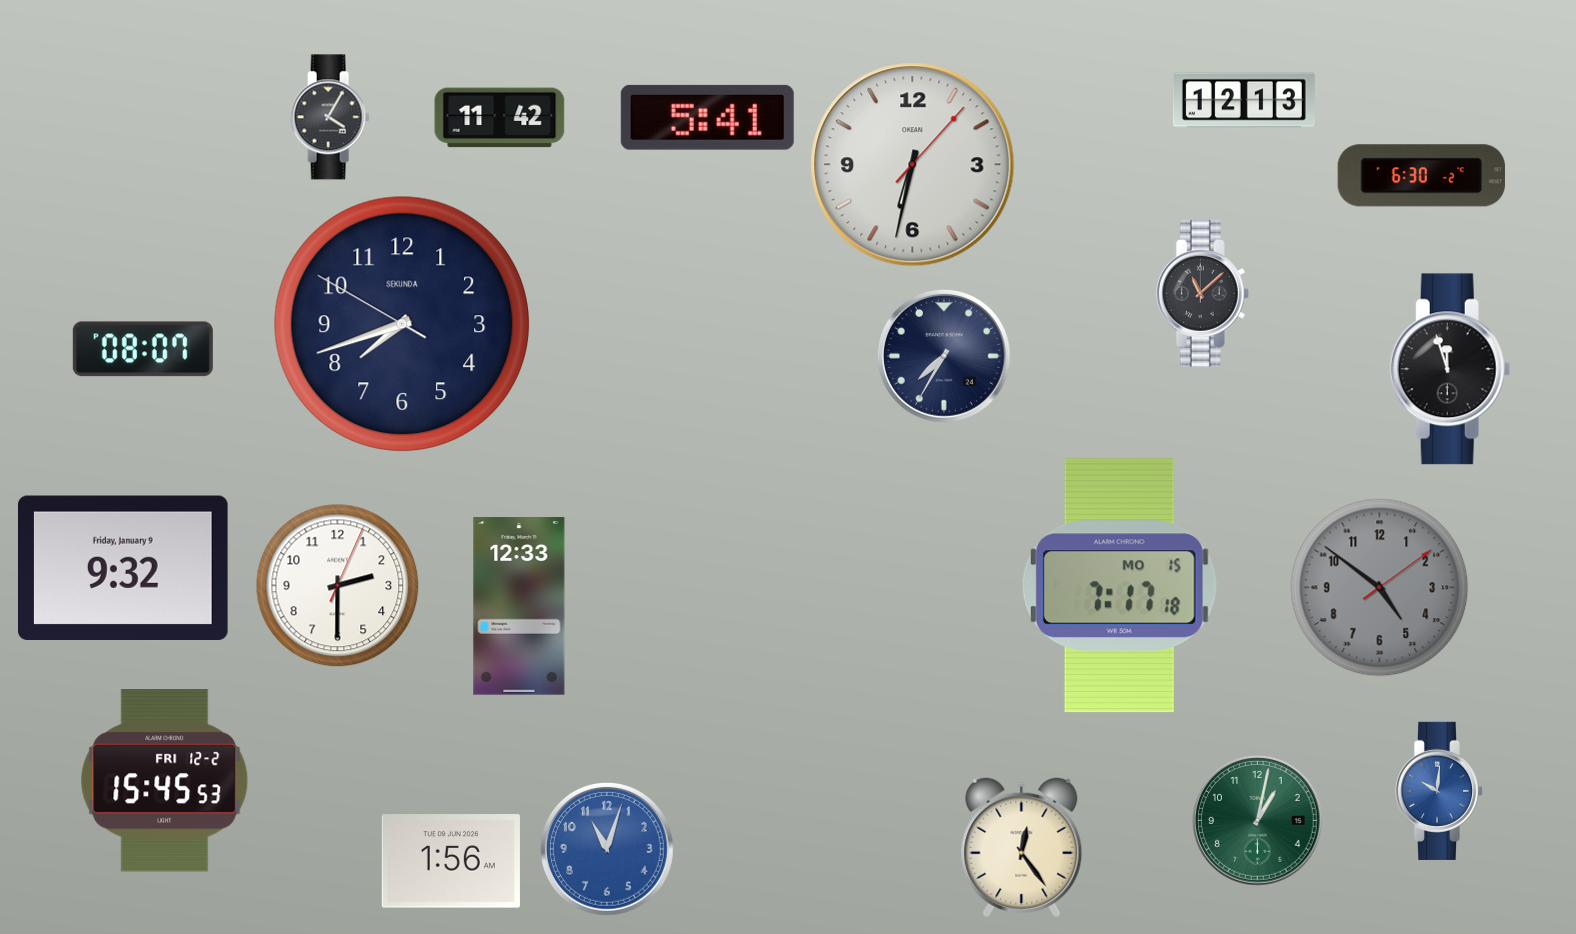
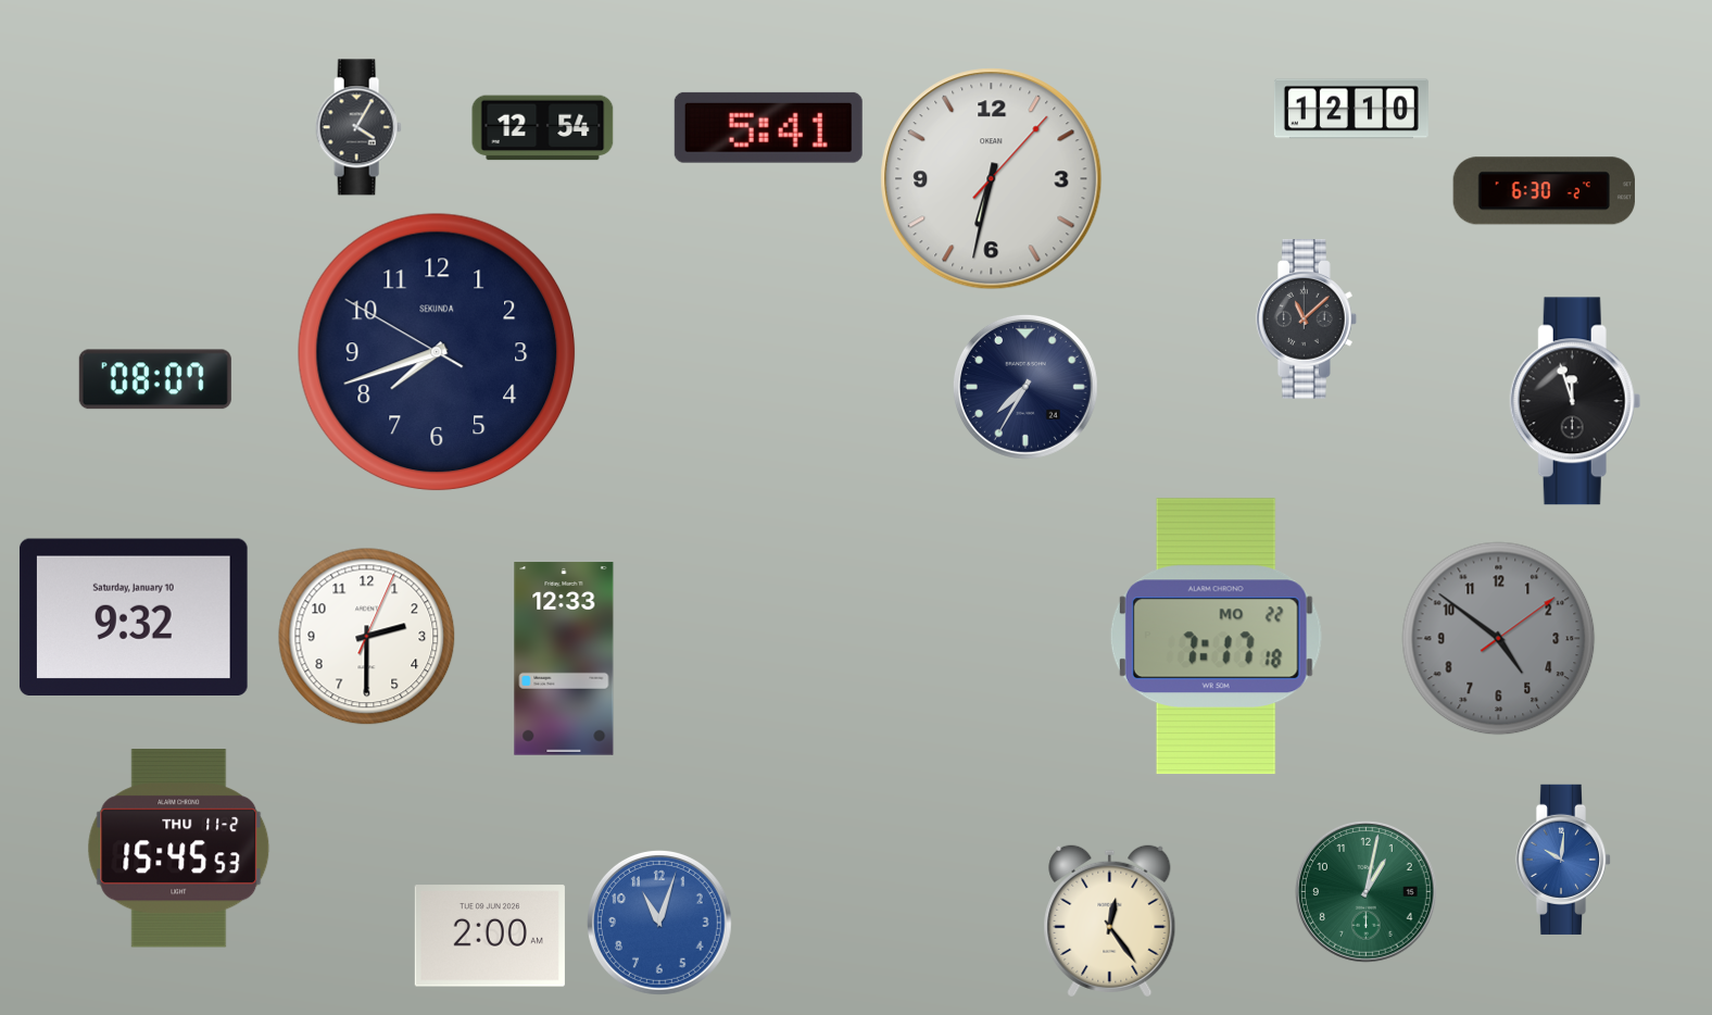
clock at (1244, 100): 12:13 -> 12:10
clock at (500, 118): 11:42 -> 12:54
clock at (123, 567) date: Friday, January 9 -> Saturday, January 10
clock at (1119, 586) date: MO 15 -> MO 22
clock at (165, 781) date: FRI 12-2 -> THU 11-2
clock at (451, 861): 1:56 -> 2:00
